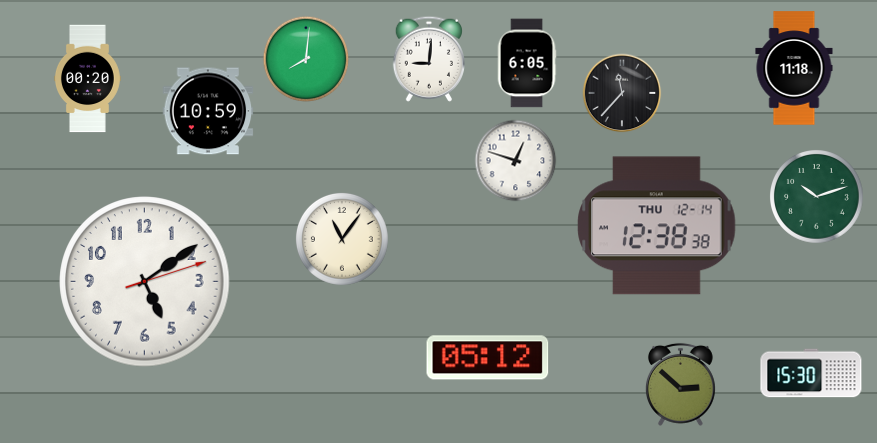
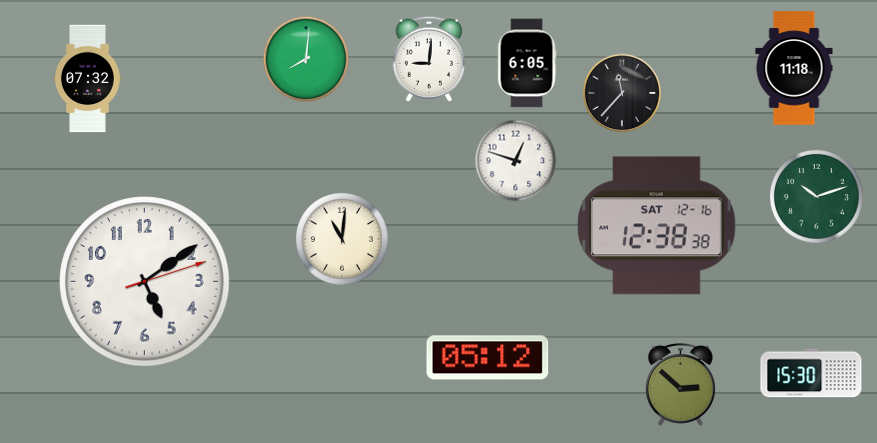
clock at (87, 79): 00:20 -> 07:32
clock at (208, 111): 10:59 -> none
clock at (657, 226) date: THU 12-14 -> SAT 12-16
clock at (342, 239): 11:06 -> 11:01
